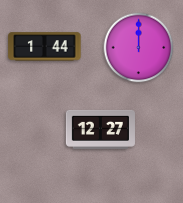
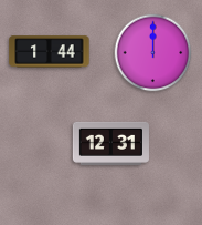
clock at (100, 129): 12:27 -> 12:31
